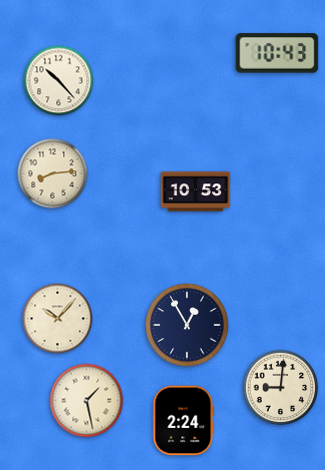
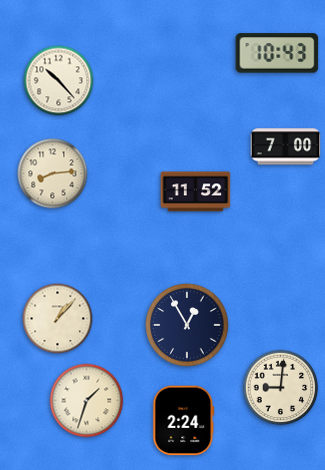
clock at (286, 147): none -> 7:00
clock at (196, 192): 10:53 -> 11:52
clock at (58, 319): 10:07 -> 1:07
clock at (87, 401): 1:28 -> 1:33
